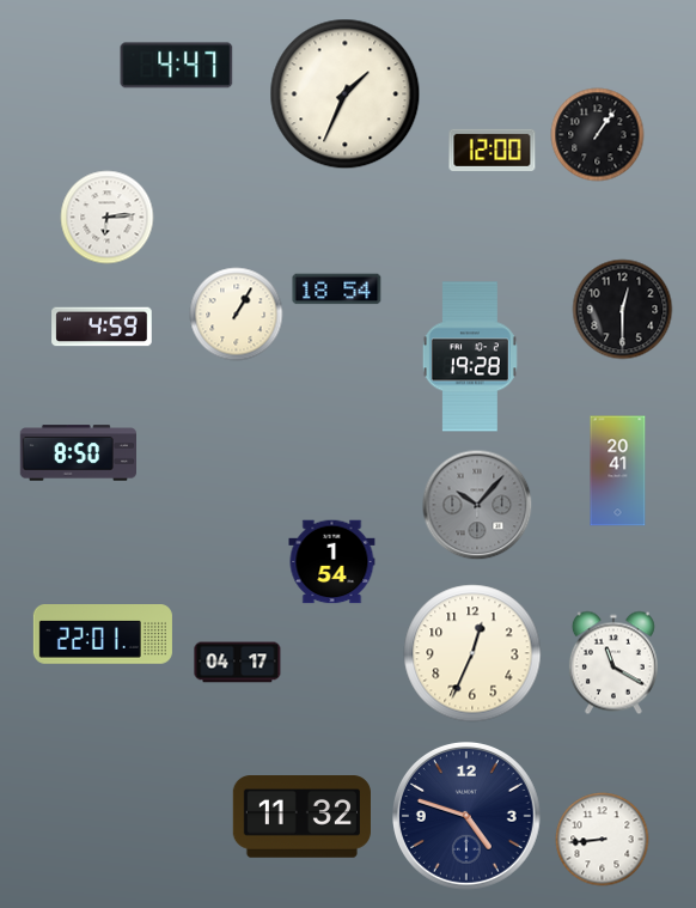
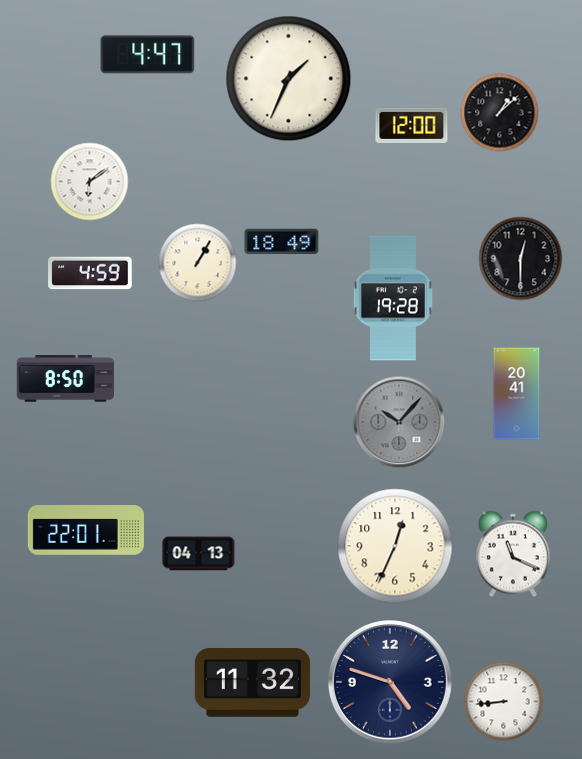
clock at (598, 135): 1:06 -> 1:08
clock at (108, 218): 6:14 -> 6:09
clock at (337, 290): 18:54 -> 18:49
clock at (102, 327) position: (102, 327) -> (90, 273)
clock at (332, 562): 1:54 -> none
clock at (238, 663): 04:17 -> 04:13
clock at (613, 663): 11:20 -> 11:19
